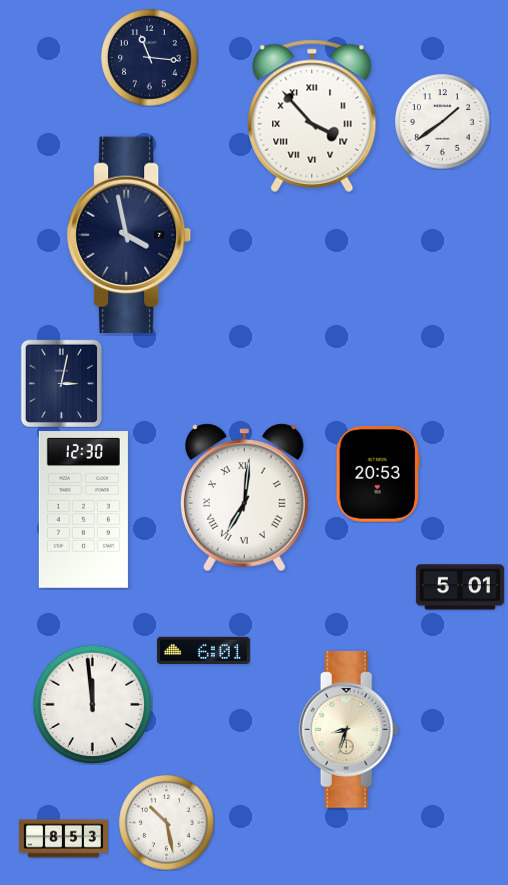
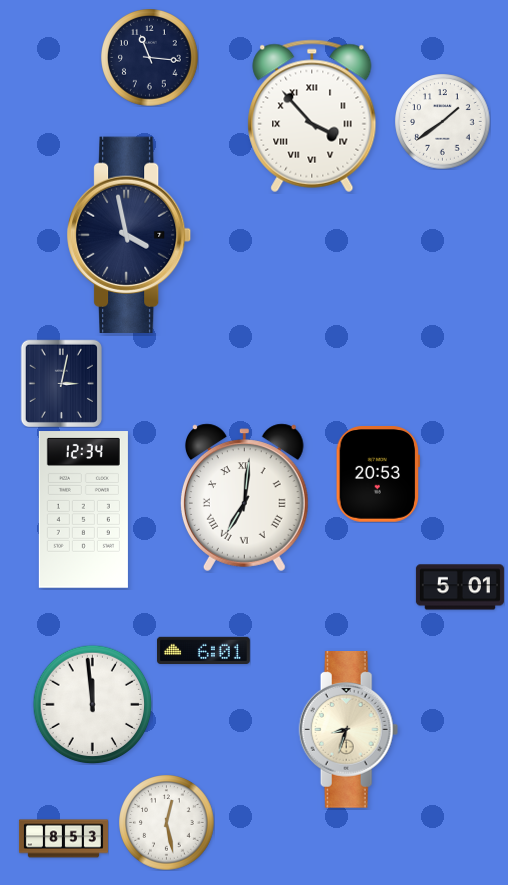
clock at (83, 510): 12:30 -> 12:34
clock at (166, 822): 10:28 -> 12:28
